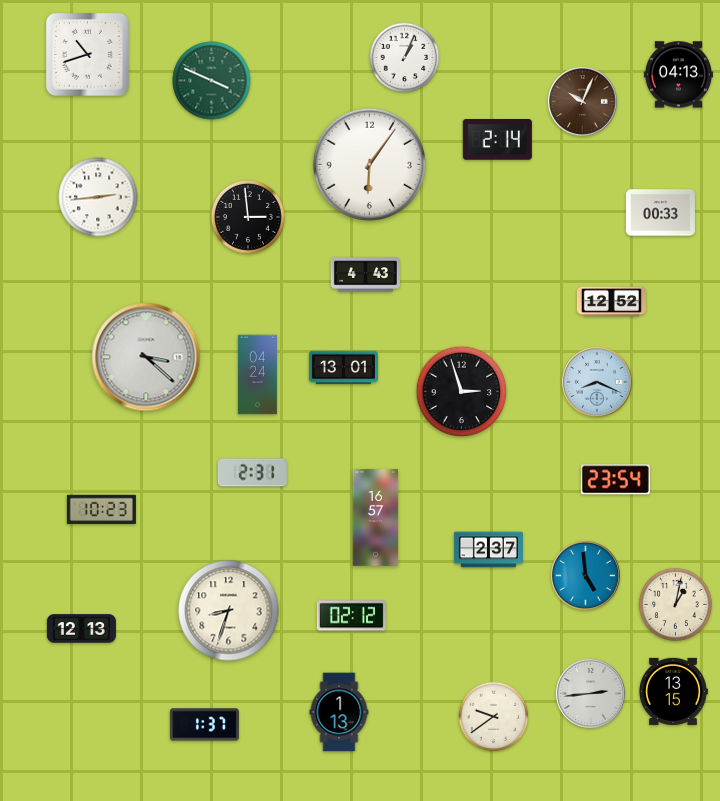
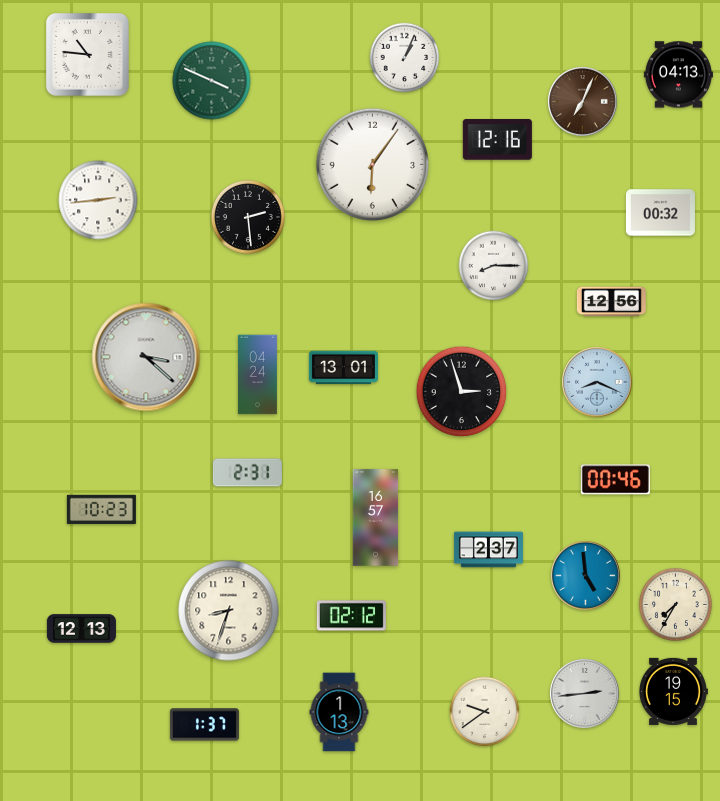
clock at (88, 55): 10:42 -> 10:46
clock at (582, 101): 10:04 -> 7:04
clock at (497, 140): 2:14 -> 12:16
clock at (369, 164) position: (369, 164) -> (372, 164)
clock at (98, 197) position: (98, 197) -> (98, 200)
clock at (660, 213): 00:33 -> 00:32
clock at (248, 217): 2:59 -> 2:29
clock at (494, 266): none -> 8:15
clock at (365, 275): 4:43 -> none
clock at (611, 302): 12:52 -> 12:56
clock at (252, 473) position: (252, 473) -> (247, 473)
clock at (615, 480): 23:54 -> 00:46
clock at (675, 604): 1:02 -> 7:35
clock at (674, 691): 13:15 -> 19:15
clock at (590, 693) position: (590, 693) -> (584, 693)
clock at (494, 717) position: (494, 717) -> (485, 712)
